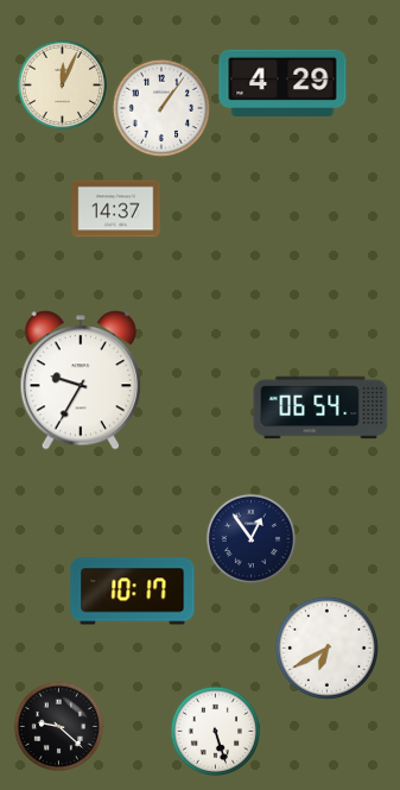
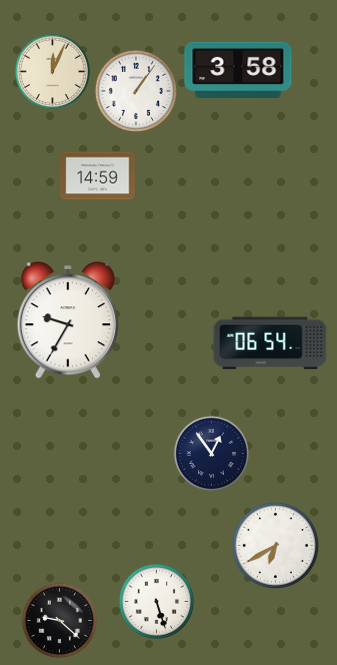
clock at (282, 82): 4:29 -> 3:58
clock at (116, 209): 14:37 -> 14:59
clock at (133, 592): 10:17 -> none
clock at (58, 726) position: (58, 726) -> (59, 620)
clock at (215, 731) position: (215, 731) -> (156, 601)
